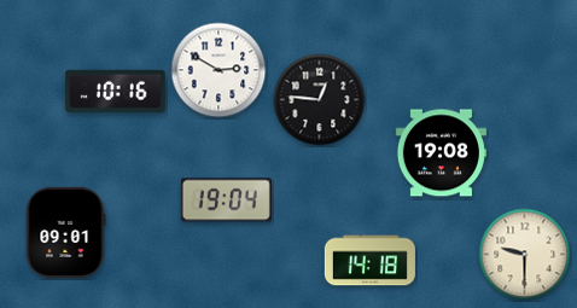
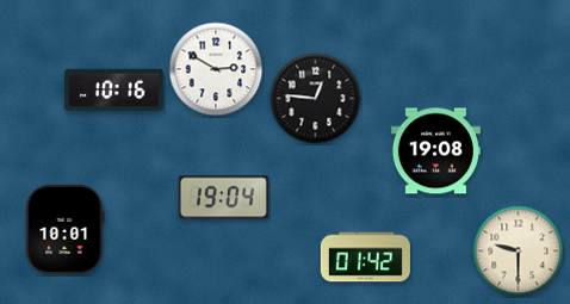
clock at (65, 232): 09:01 -> 10:01
clock at (369, 261): 14:18 -> 01:42
